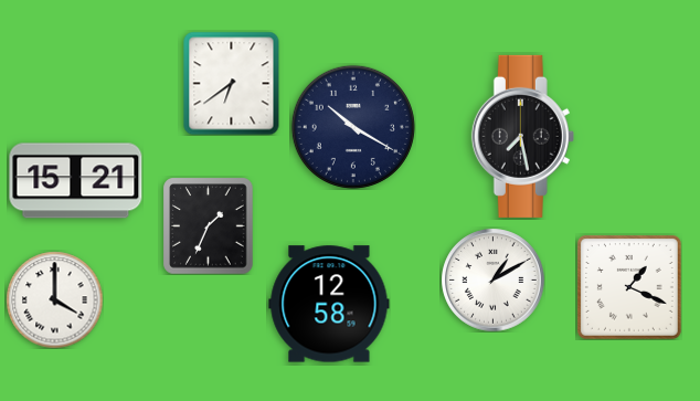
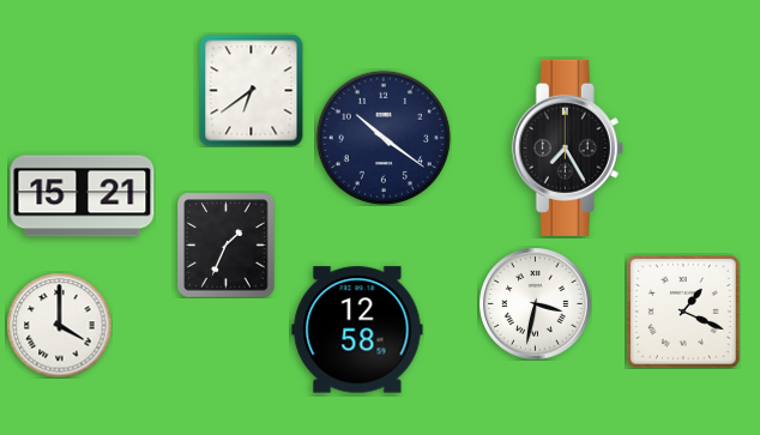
clock at (353, 127): 10:20 -> 10:21
clock at (522, 136): 7:28 -> 7:25
clock at (492, 279): 1:10 -> 3:32
